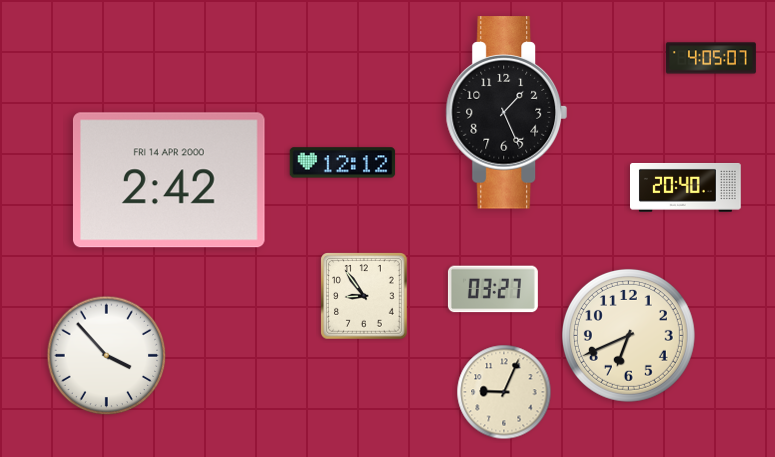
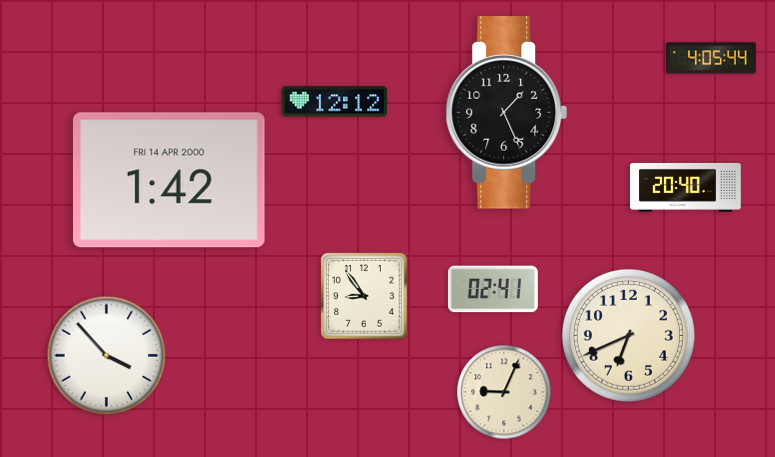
clock at (711, 58): 4:05:07 -> 4:05:44
clock at (343, 163) position: (343, 163) -> (335, 102)
clock at (169, 180): 2:42 -> 1:42
clock at (493, 289): 03:27 -> 02:41
